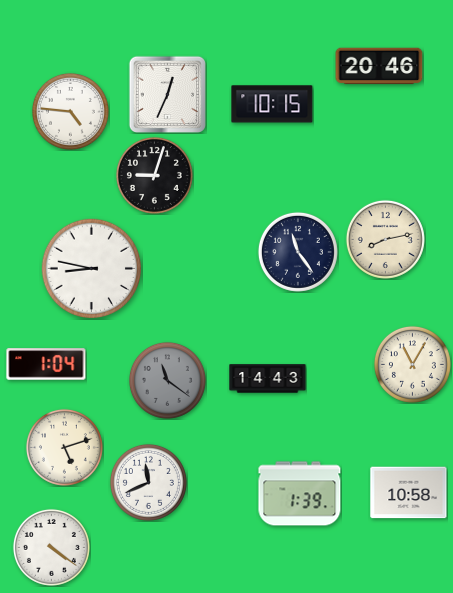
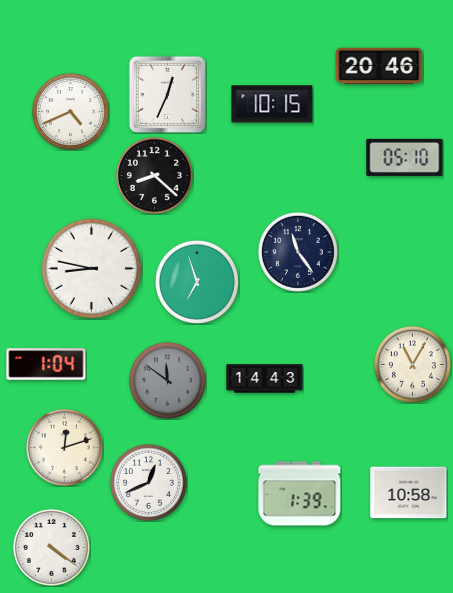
clock at (70, 111): 4:46 -> 4:41
clock at (405, 157): none -> 05:10
clock at (154, 175): 9:03 -> 8:22
clock at (385, 239): 8:13 -> none
clock at (197, 282): none -> 6:57
clock at (268, 379) position: (268, 379) -> (265, 379)
clock at (167, 380): 11:21 -> 11:51
clock at (64, 447): 5:12 -> 12:12
clock at (148, 482): 11:41 -> 12:41
